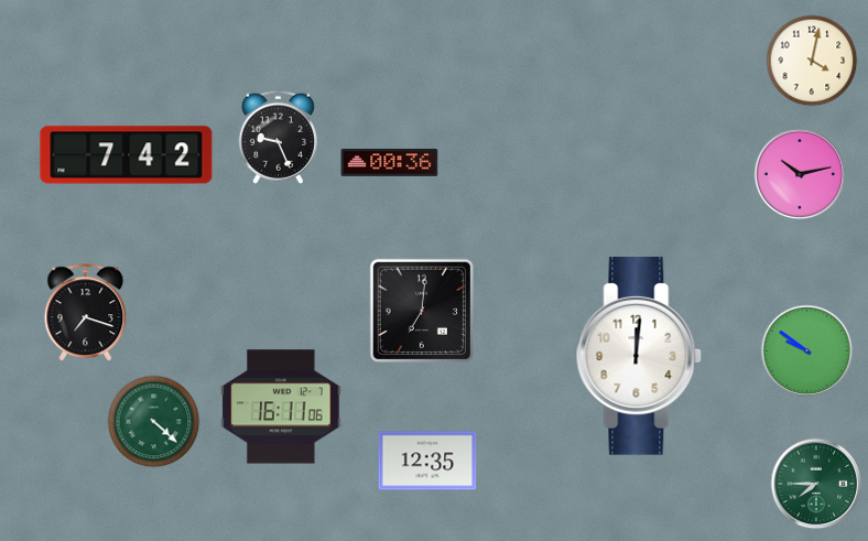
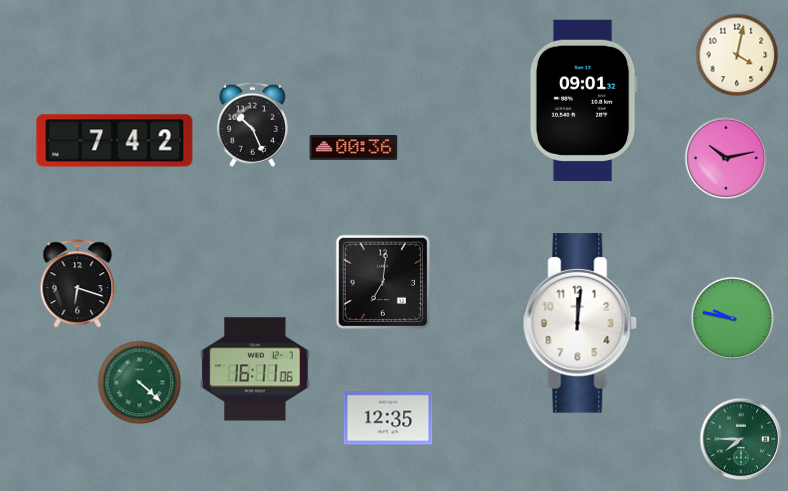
clock at (583, 100): none -> 09:01
clock at (278, 137): 9:26 -> 10:26
clock at (86, 313): 7:18 -> 6:18
clock at (807, 351): 9:51 -> 9:47
